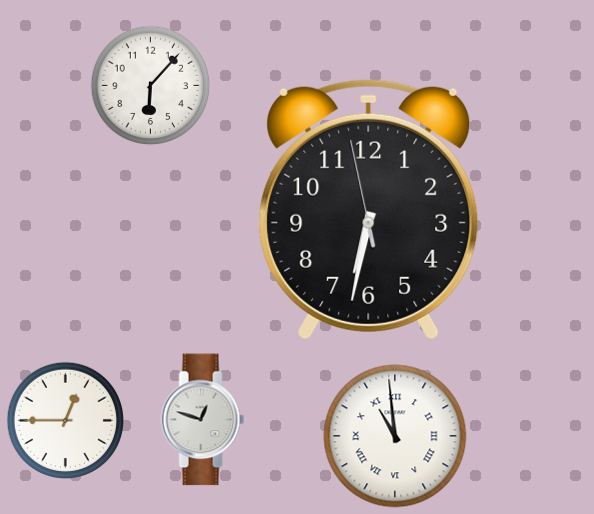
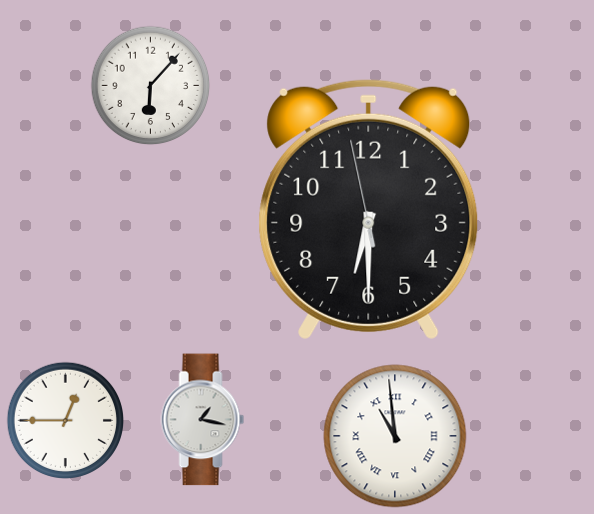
clock at (369, 209): 6:31 -> 6:29
clock at (203, 420): 12:48 -> 1:17
